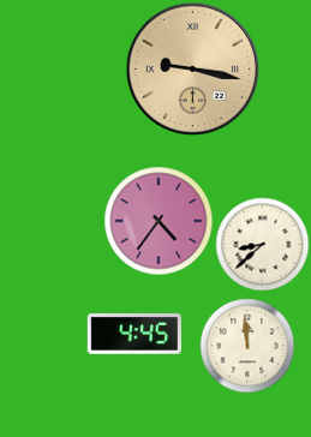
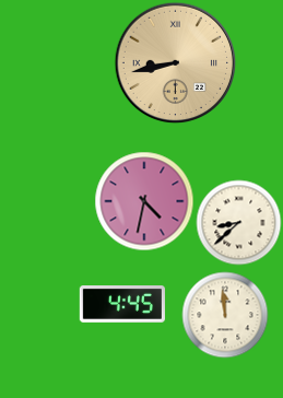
clock at (192, 68): 9:17 -> 8:43
clock at (159, 221): 4:36 -> 4:32
